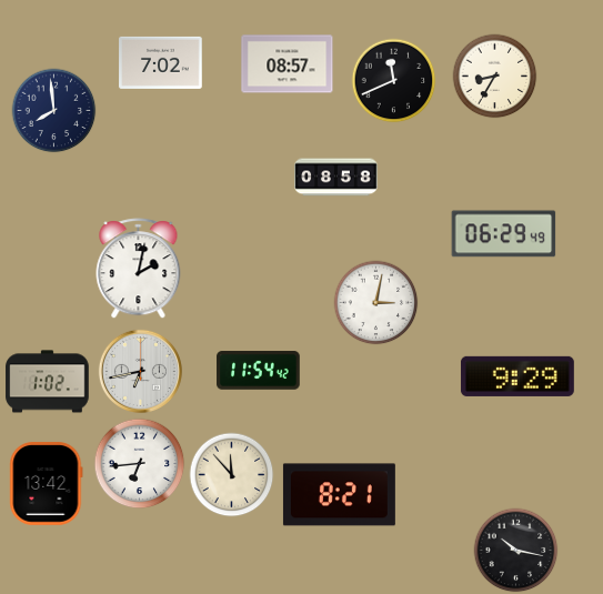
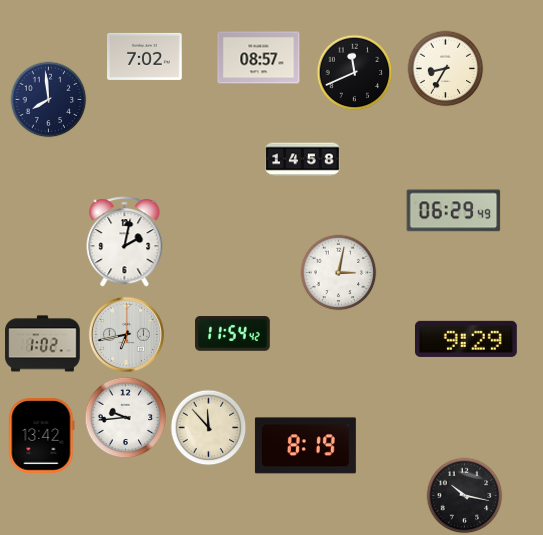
clock at (336, 178): 08:58 -> 14:58
clock at (140, 464): 6:44 -> 9:44
clock at (339, 495): 8:21 -> 8:19
